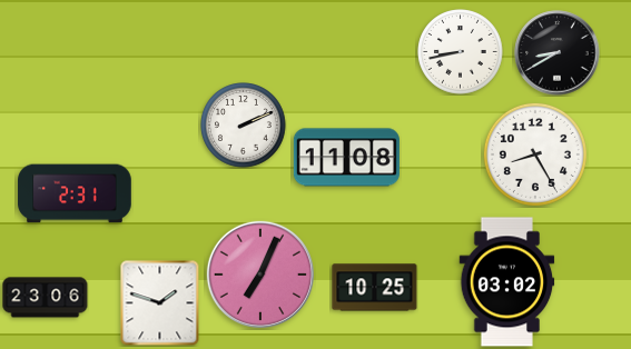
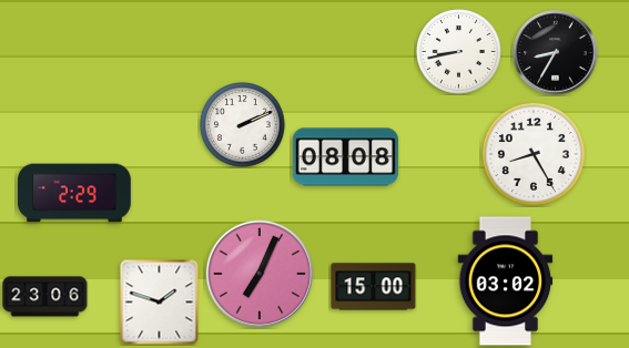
clock at (558, 53): 8:40 -> 8:35
clock at (346, 158): 11:08 -> 08:08
clock at (75, 193): 2:31 -> 2:29
clock at (375, 288): 10:25 -> 15:00
